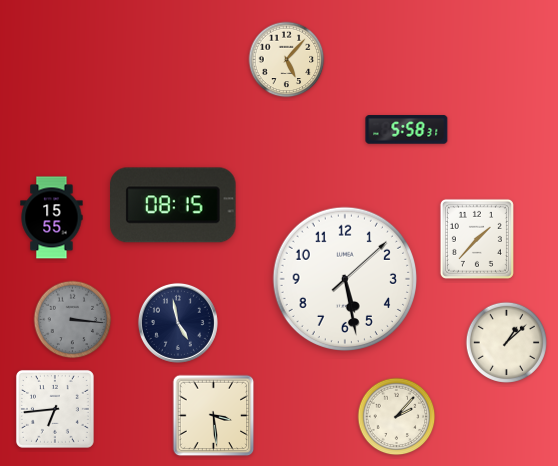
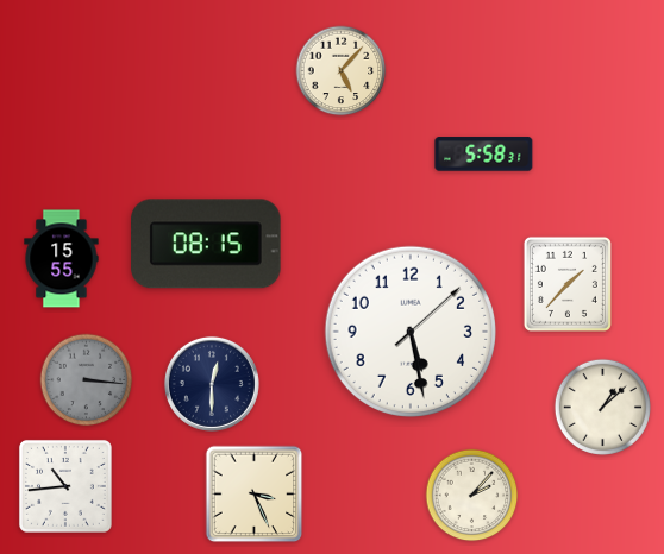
clock at (178, 323): 4:58 -> 12:30
clock at (55, 409): 6:44 -> 10:44
clock at (214, 416): 3:29 -> 3:26
